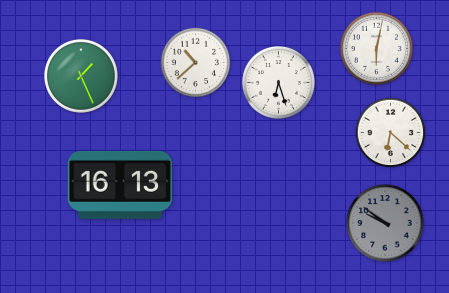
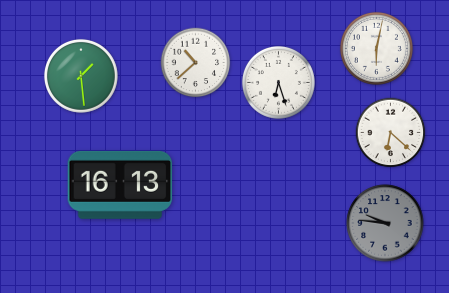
clock at (81, 76): 1:26 -> 1:29
clock at (385, 223): 9:51 -> 9:46
